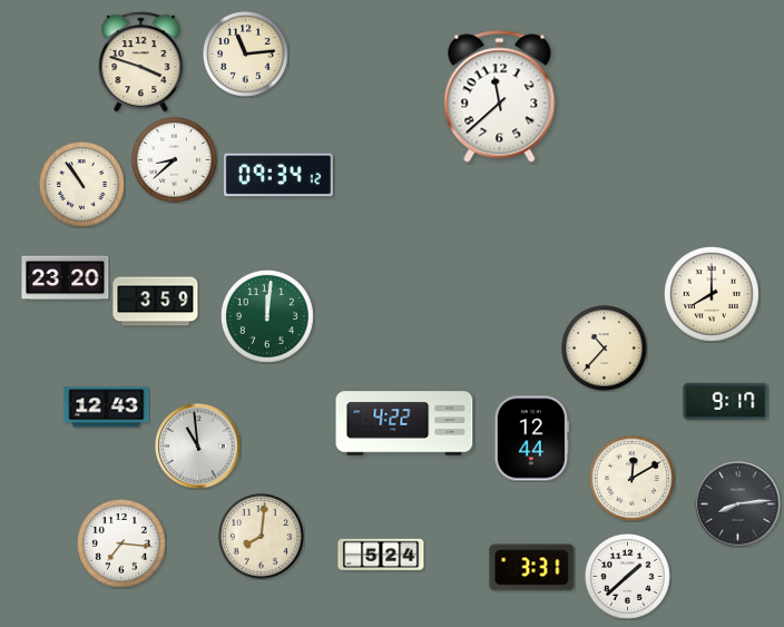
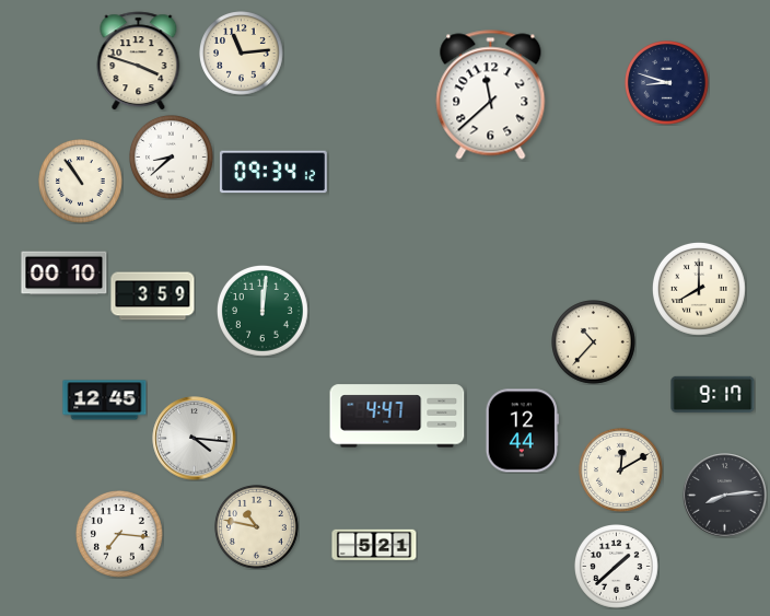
clock at (667, 83): none -> 8:48
clock at (66, 278): 23:20 -> 00:10
clock at (107, 408): 12:43 -> 12:45
clock at (404, 423): 4:22 -> 4:47
clock at (198, 447): 10:59 -> 4:16
clock at (262, 537): 8:01 -> 10:47
clock at (381, 555): 5:24 -> 5:21
clock at (532, 568): 3:31 -> none
